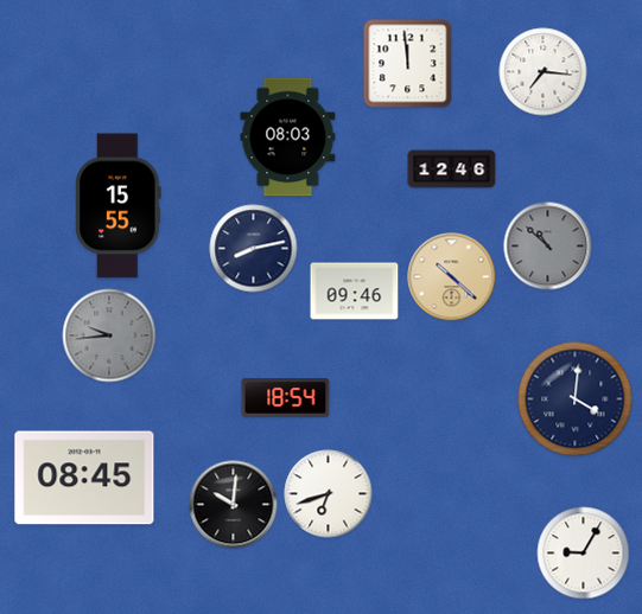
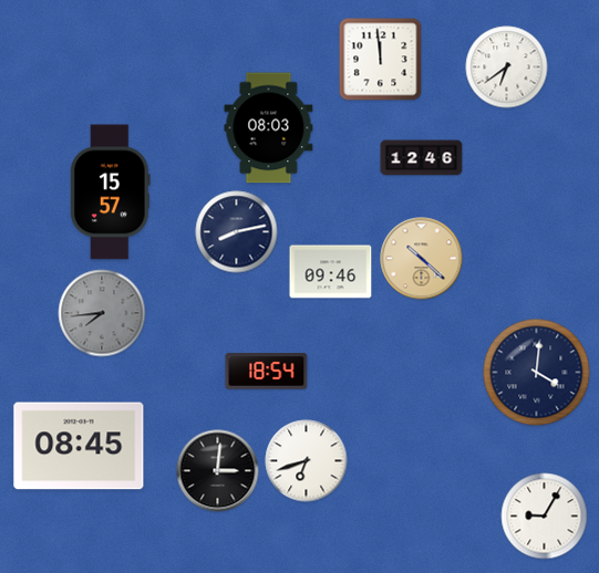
clock at (544, 72): 7:16 -> 6:39
clock at (119, 206): 15:55 -> 15:57
clock at (548, 247): 10:52 -> none
clock at (109, 335): 9:44 -> 7:44
clock at (234, 505): 10:01 -> 3:01
